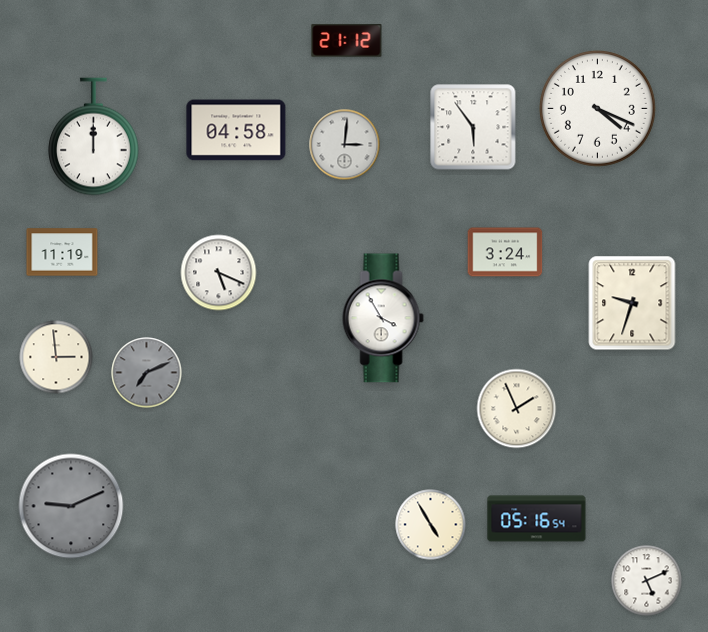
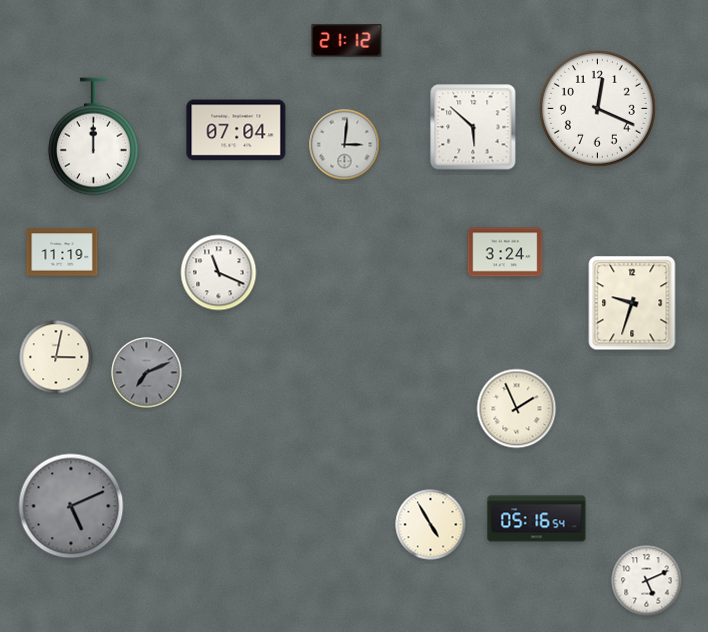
clock at (597, 108): 4:19 -> 12:19
clock at (473, 127): 5:54 -> 5:52
clock at (236, 130): 04:58 -> 07:04
clock at (219, 273): 5:19 -> 11:19
clock at (383, 318): 3:55 -> none
clock at (56, 357): 2:59 -> 3:02
clock at (71, 506): 9:11 -> 5:11
